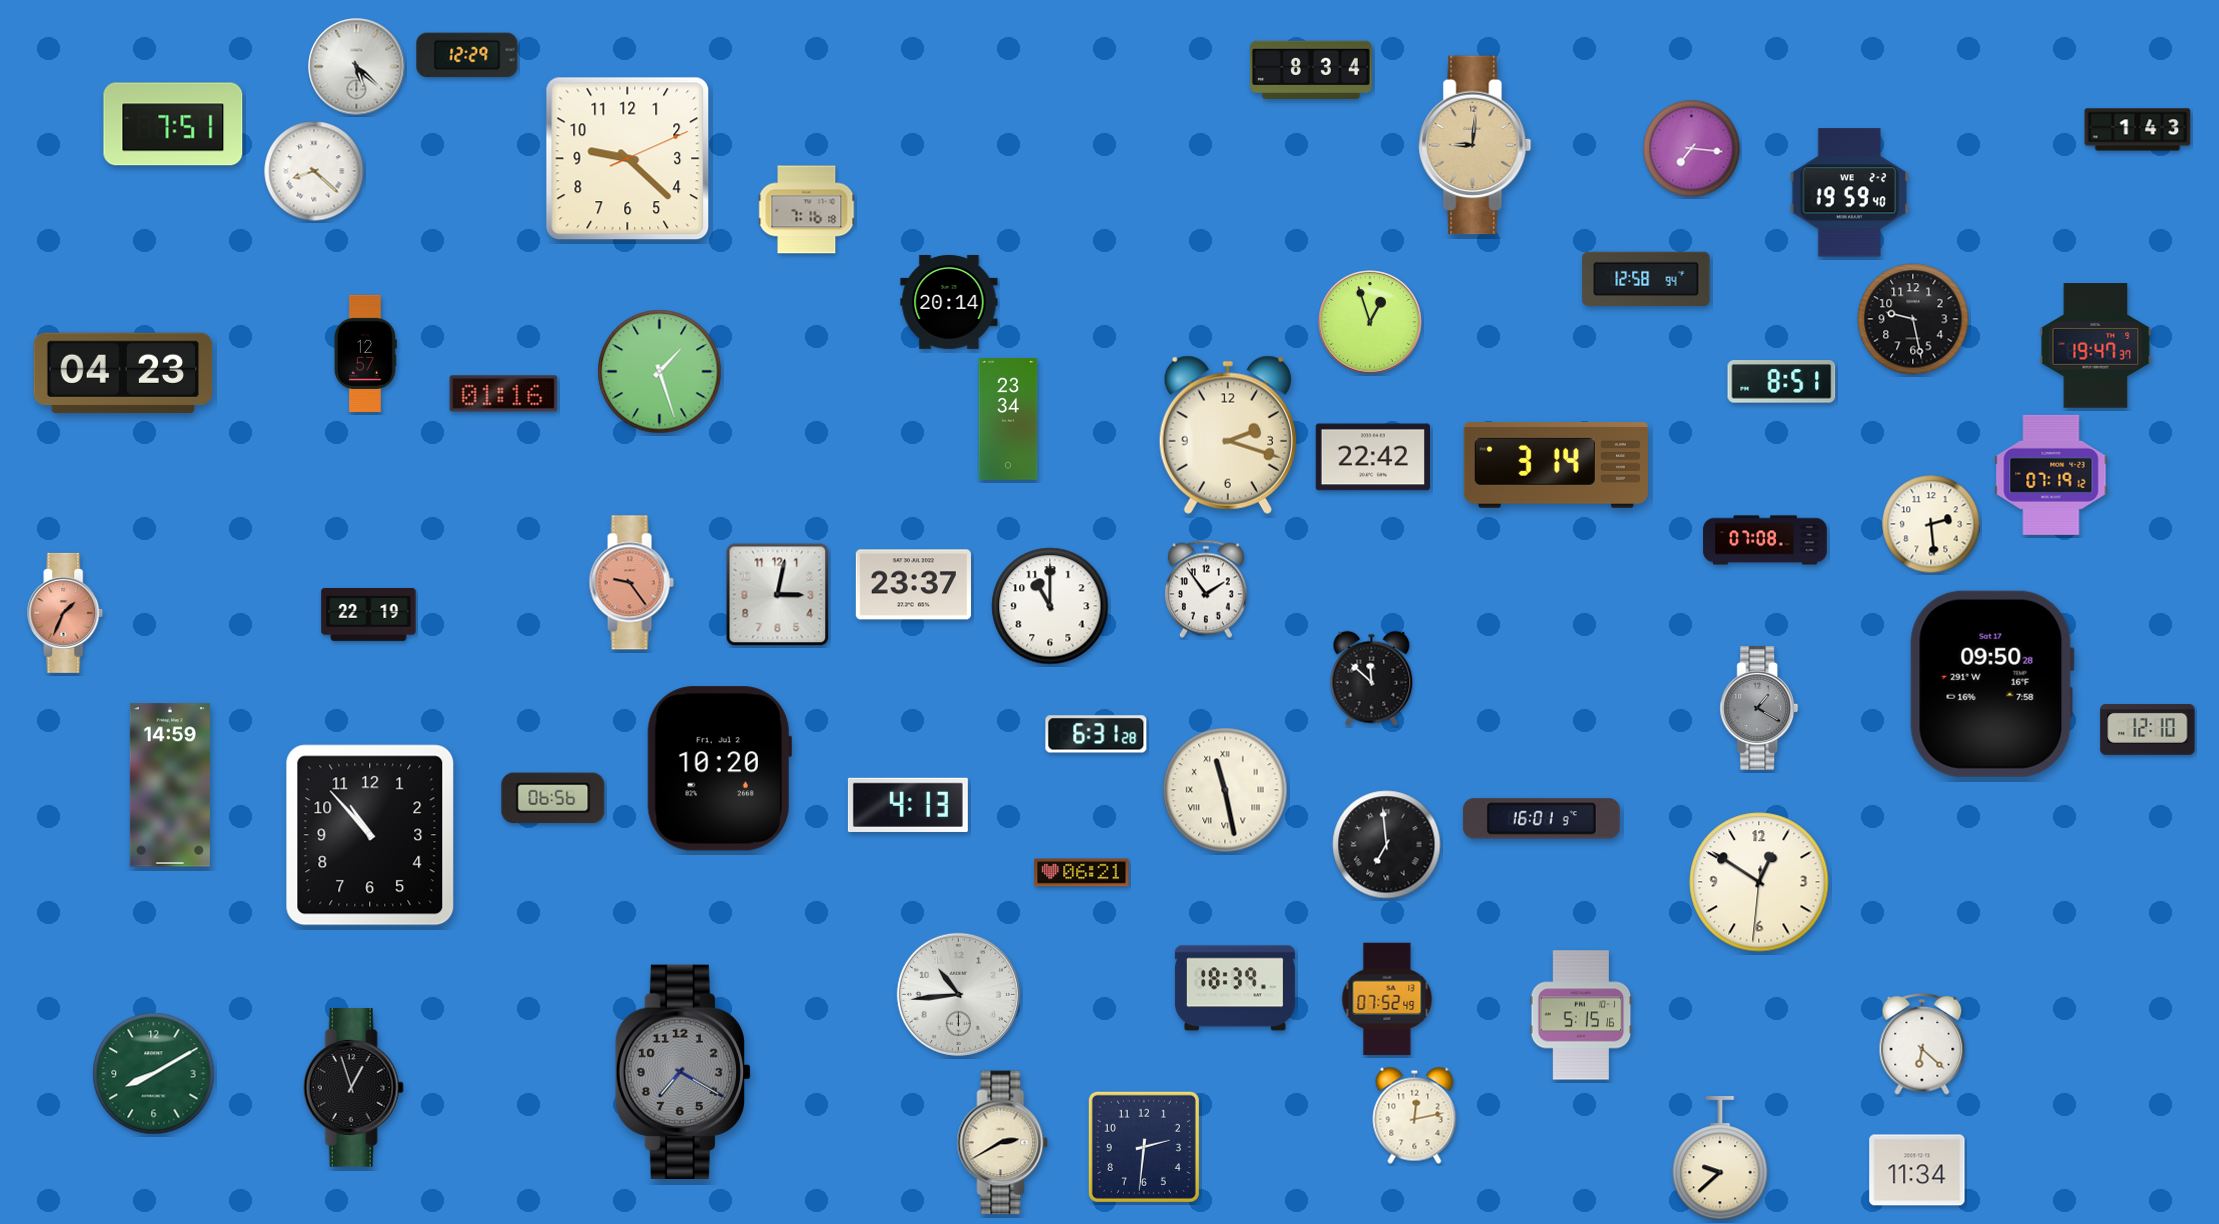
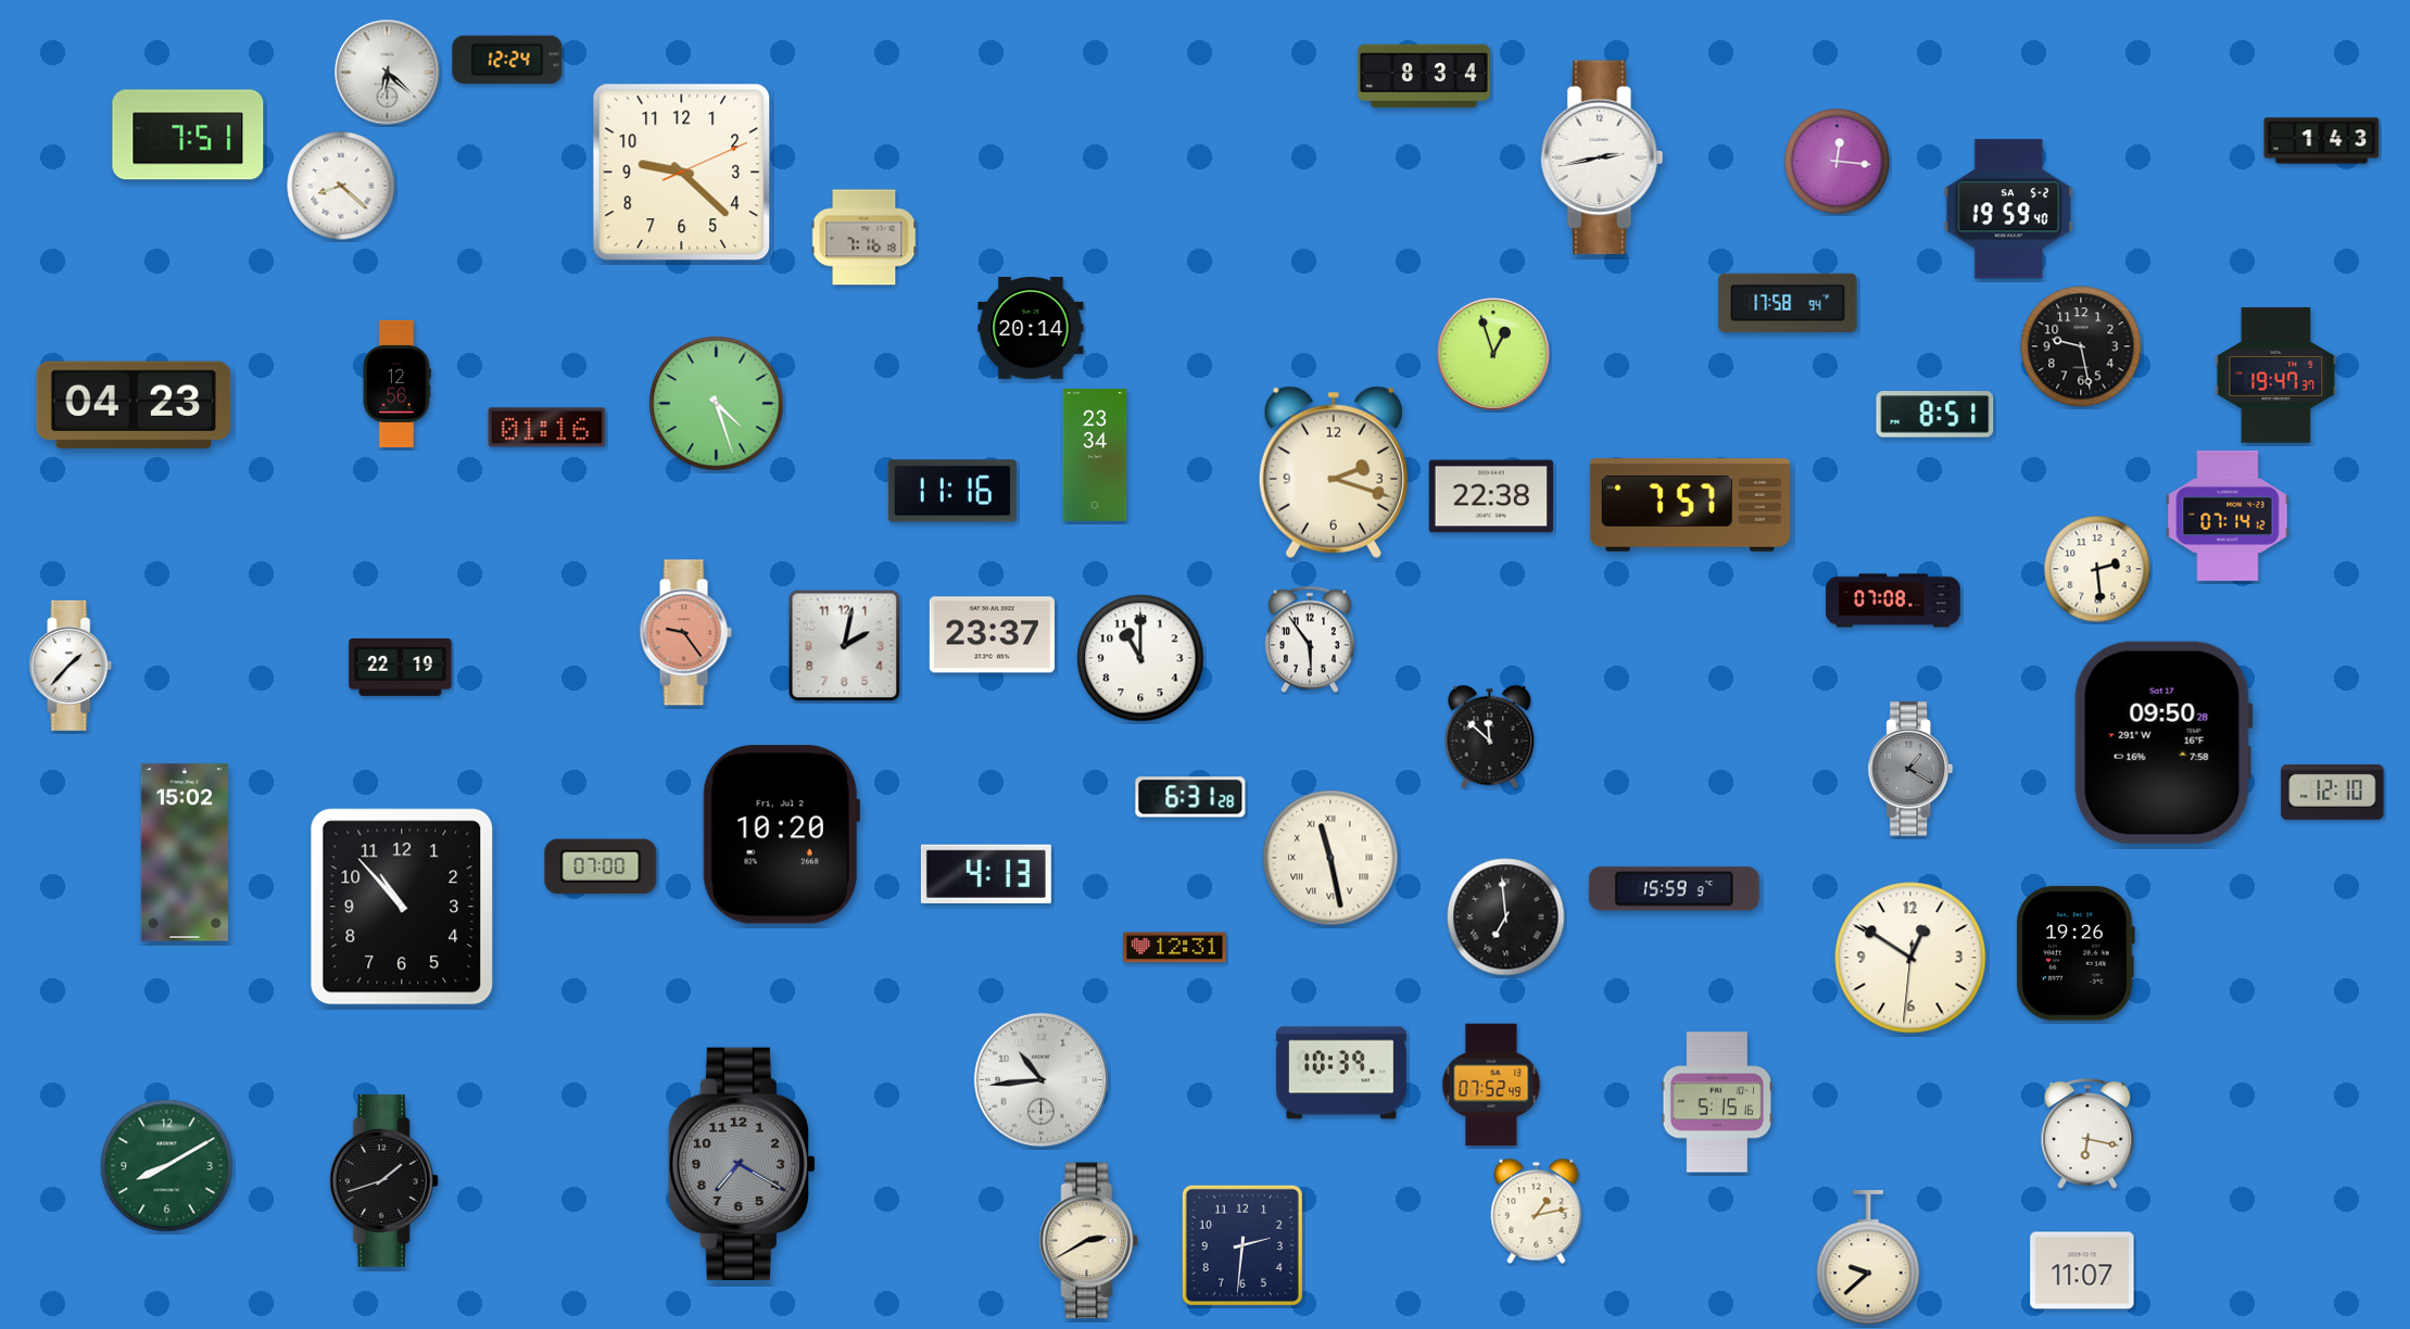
clock at (467, 55): 12:29 -> 12:24
clock at (357, 67): 5:22 -> 6:22
clock at (1475, 145): 9:01 -> 2:43
clock at (1475, 145) dial: champagne -> white
clock at (1692, 149): 7:16 -> 12:16
clock at (1849, 193) date: WE 2-2 -> SA 5-2
clock at (807, 210) position: (807, 210) -> (865, 238)
clock at (1646, 279): 12:58 -> 17:58
clock at (1913, 319) position: (1913, 319) -> (2081, 346)
clock at (1370, 322) position: (1370, 322) -> (1493, 354)
clock at (365, 353): 12:57 -> 12:56
clock at (660, 372): 1:27 -> 4:27
clock at (952, 491): none -> 11:16
clock at (1372, 457): 22:42 -> 22:38
clock at (1556, 466): 3:14 -> 7:57
clock at (2051, 475): 07:19 -> 07:14
clock at (1765, 540) position: (1765, 540) -> (1893, 600)
clock at (1206, 589): 1:54 -> 5:54
clock at (778, 595): 3:02 -> 2:02
clock at (65, 613): 1:34 -> 1:37
clock at (65, 613) dial: salmon -> white
clock at (170, 785): 14:59 -> 15:02
clock at (553, 798): 06:56 -> 07:00
clock at (1541, 819): 16:01 -> 15:59
clock at (1082, 873): 06:21 -> 12:31
clock at (2075, 953): none -> 19:26
clock at (1235, 988): 18:39 -> 10:39
clock at (1387, 999) position: (1387, 999) -> (1491, 1085)
clock at (1922, 1044): 6:22 -> 6:17
clock at (353, 1088): 12:57 -> 1:42
clock at (1415, 1115): 12:13 -> 1:13
clock at (1917, 1170): 11:34 -> 11:07
